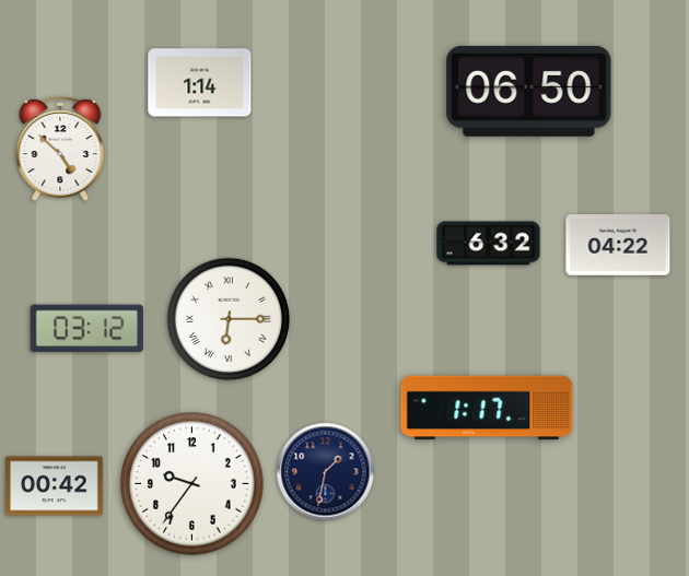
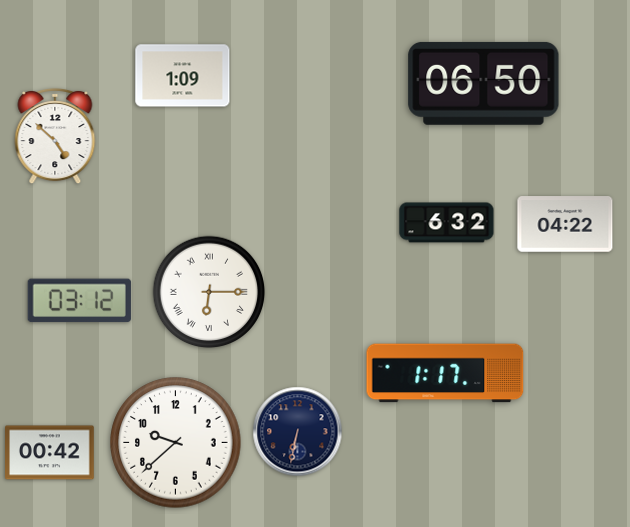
clock at (200, 83): 1:14 -> 1:09
clock at (326, 472): 1:32 -> 6:32
clock at (192, 484): 9:36 -> 9:38
clock at (55, 486) position: (55, 486) -> (50, 453)
